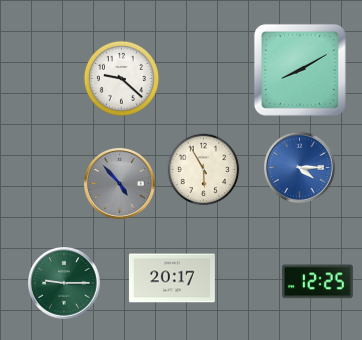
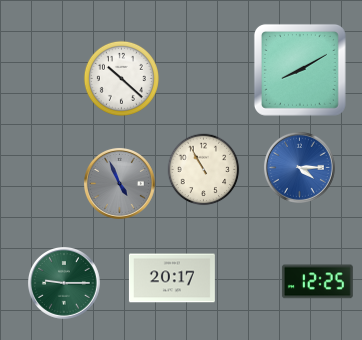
clock at (121, 78): 9:22 -> 10:22
clock at (204, 170): 5:55 -> 10:55
clock at (119, 183): 4:53 -> 4:56
